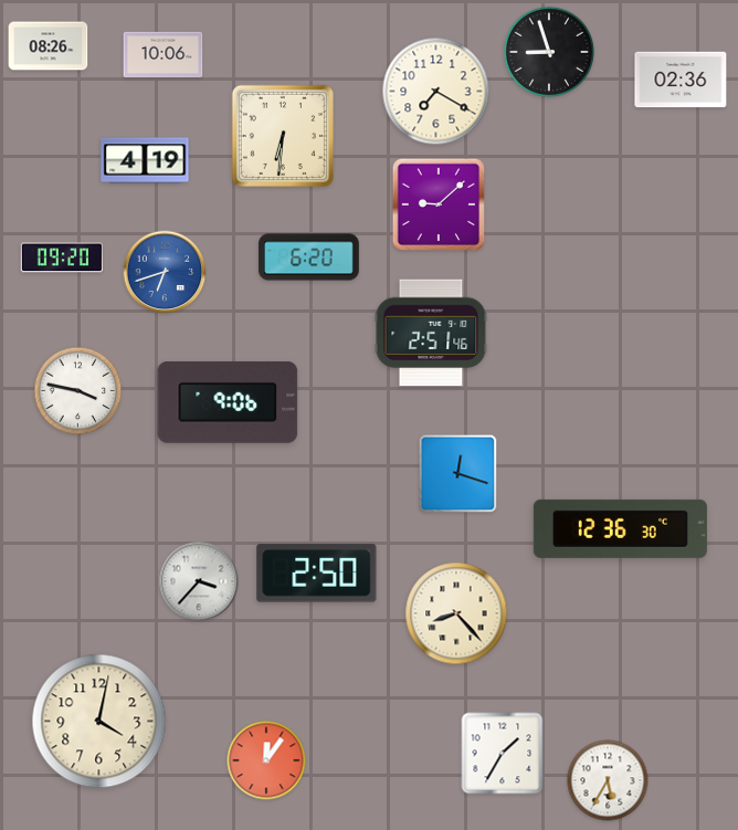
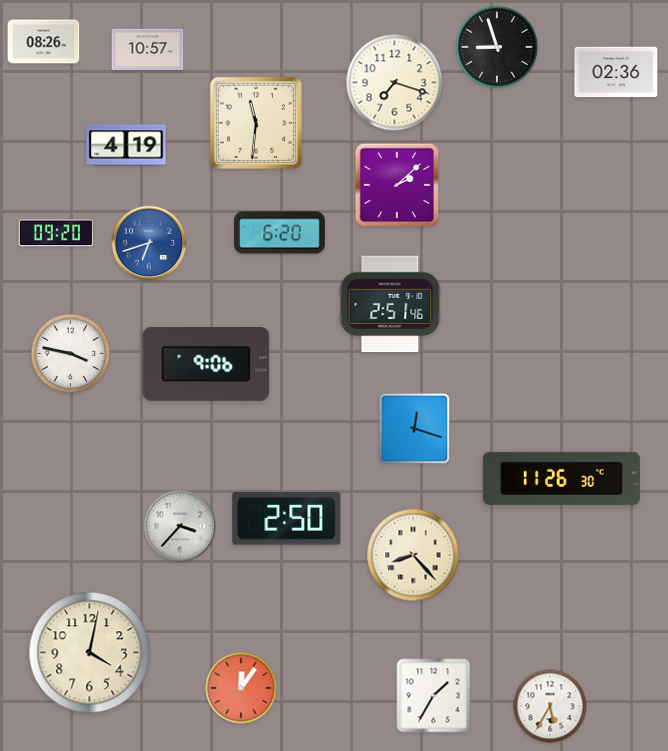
clock at (164, 55): 10:06 -> 10:57
clock at (436, 92): 7:20 -> 7:18
clock at (283, 136): 6:31 -> 11:31
clock at (145, 160) position: (145, 160) -> (126, 145)
clock at (437, 203): 9:08 -> 2:08
clock at (165, 272) position: (165, 272) -> (149, 243)
clock at (431, 333) position: (431, 333) -> (390, 304)
clock at (620, 528): 12:36 -> 11:26
clock at (503, 754) position: (503, 754) -> (434, 696)
